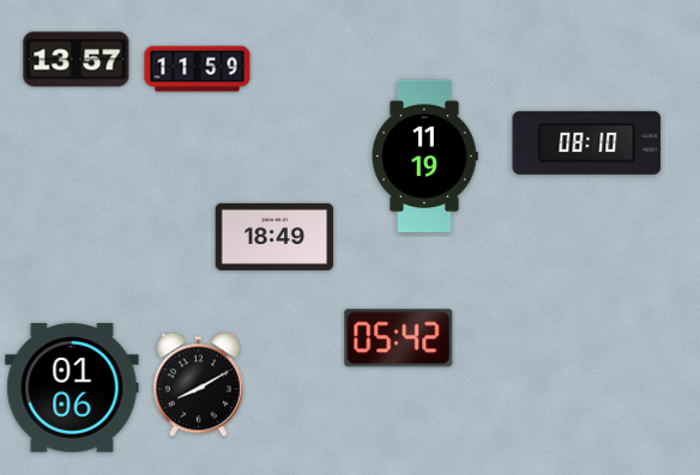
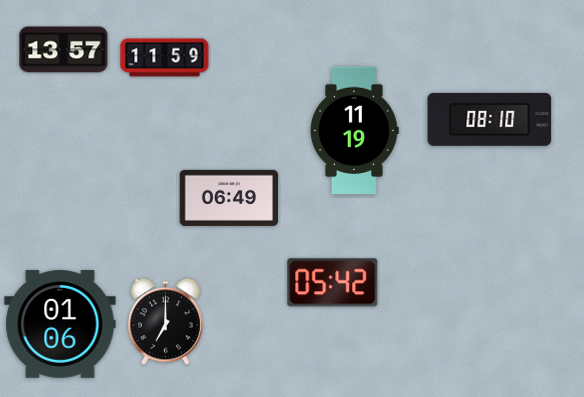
clock at (274, 237): 18:49 -> 06:49
clock at (198, 385): 8:10 -> 7:00
